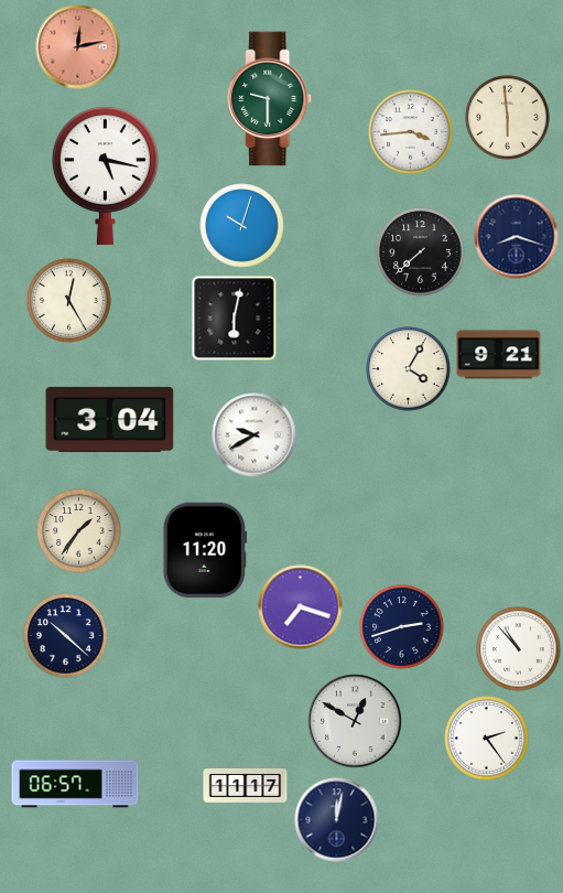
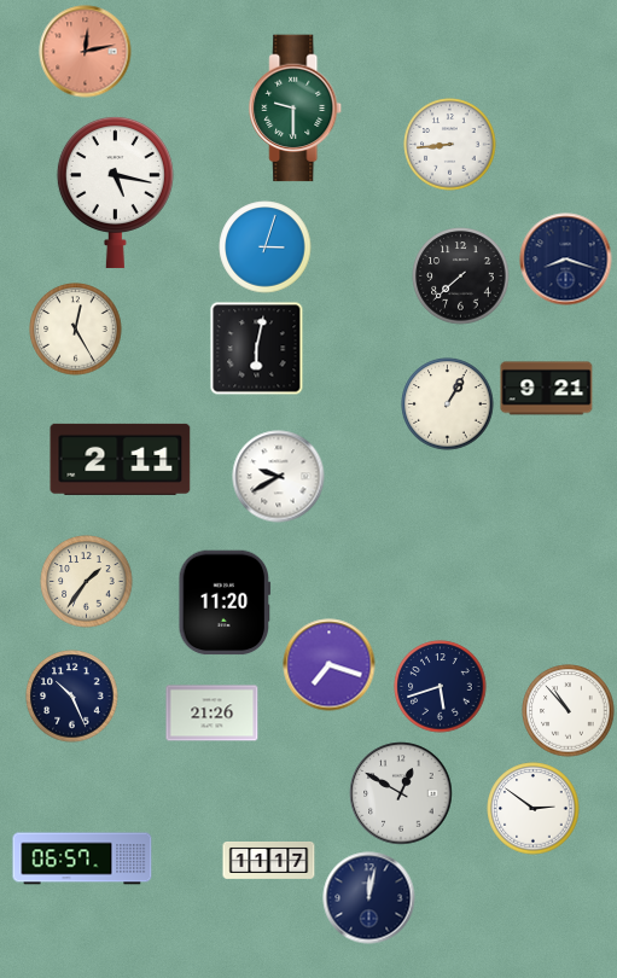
clock at (508, 118): 5:59 -> none
clock at (411, 132): 3:44 -> 8:44
clock at (242, 226): 10:03 -> 3:03
clock at (409, 369): 4:05 -> 1:05
clock at (110, 419): 3:04 -> 2:11
clock at (402, 627): 2:42 -> 5:42
clock at (66, 636): 10:22 -> 10:26
clock at (213, 714): none -> 21:26
clock at (355, 721) position: (355, 721) -> (401, 793)
clock at (487, 739): 2:24 -> 2:51
